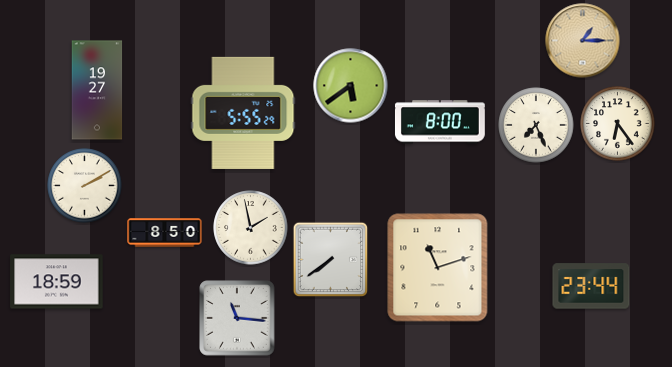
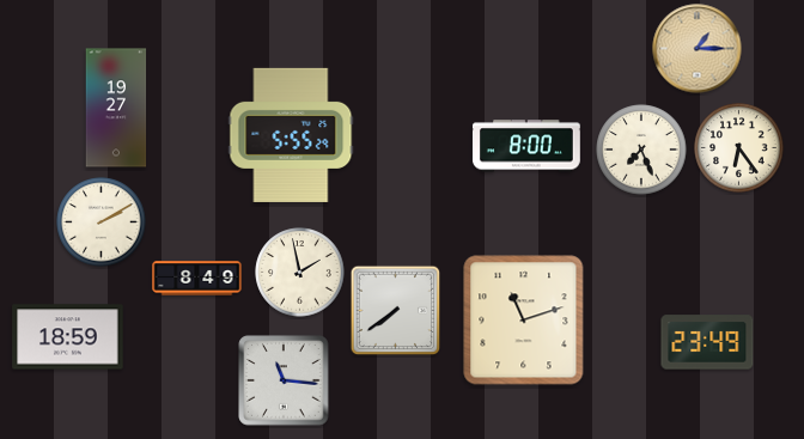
clock at (351, 86): 5:39 -> none
clock at (165, 233): 8:50 -> 8:49
clock at (591, 286): 23:44 -> 23:49
